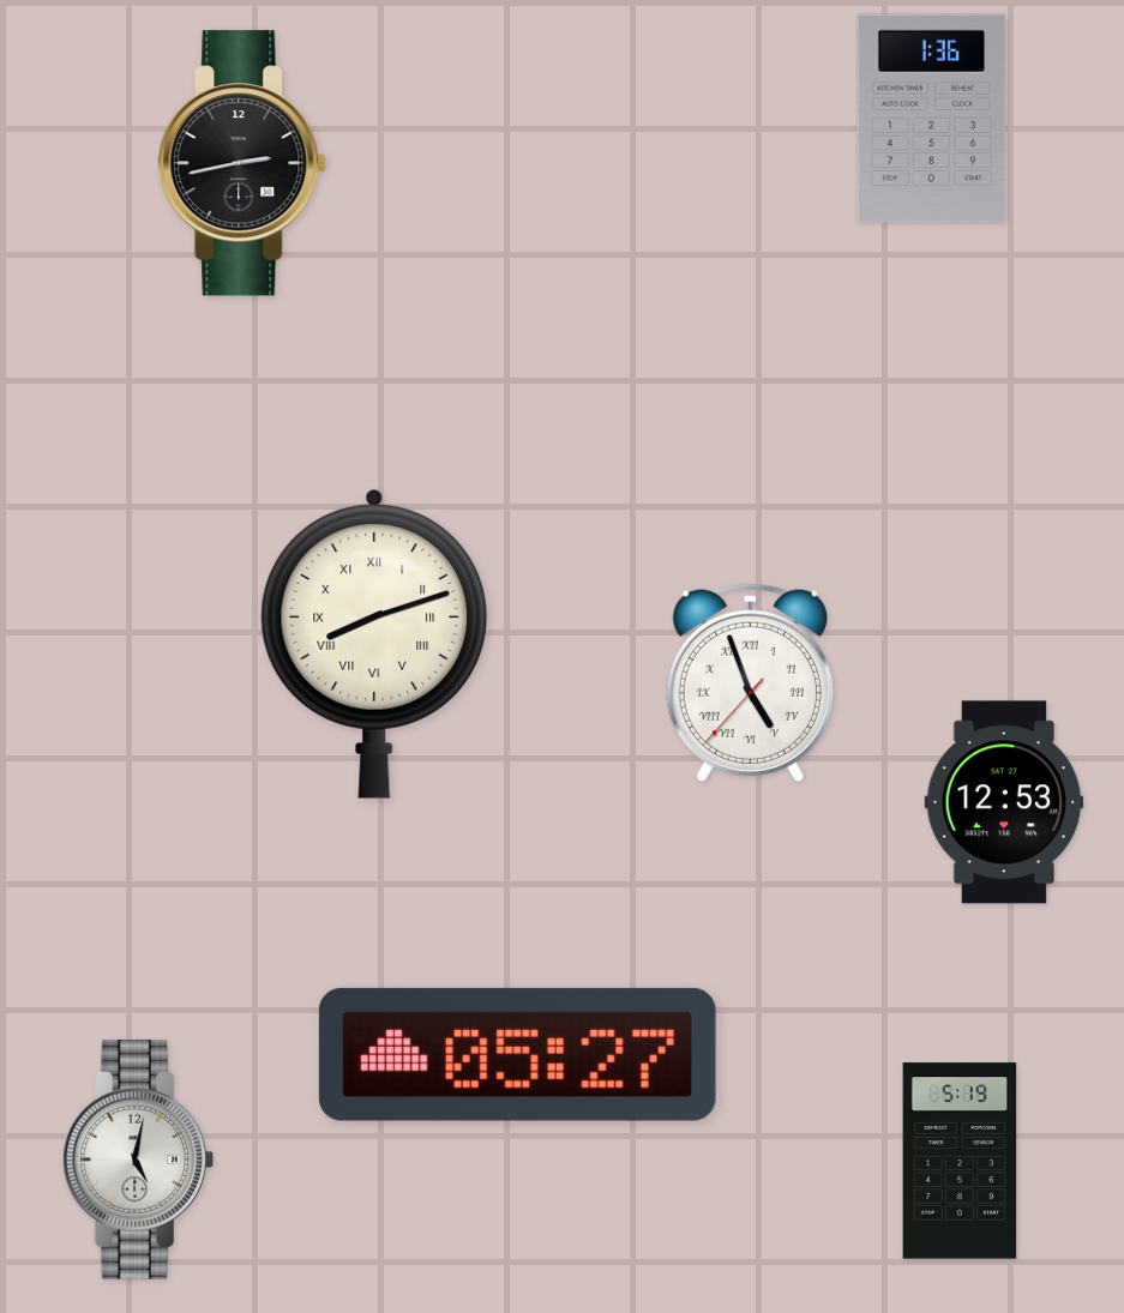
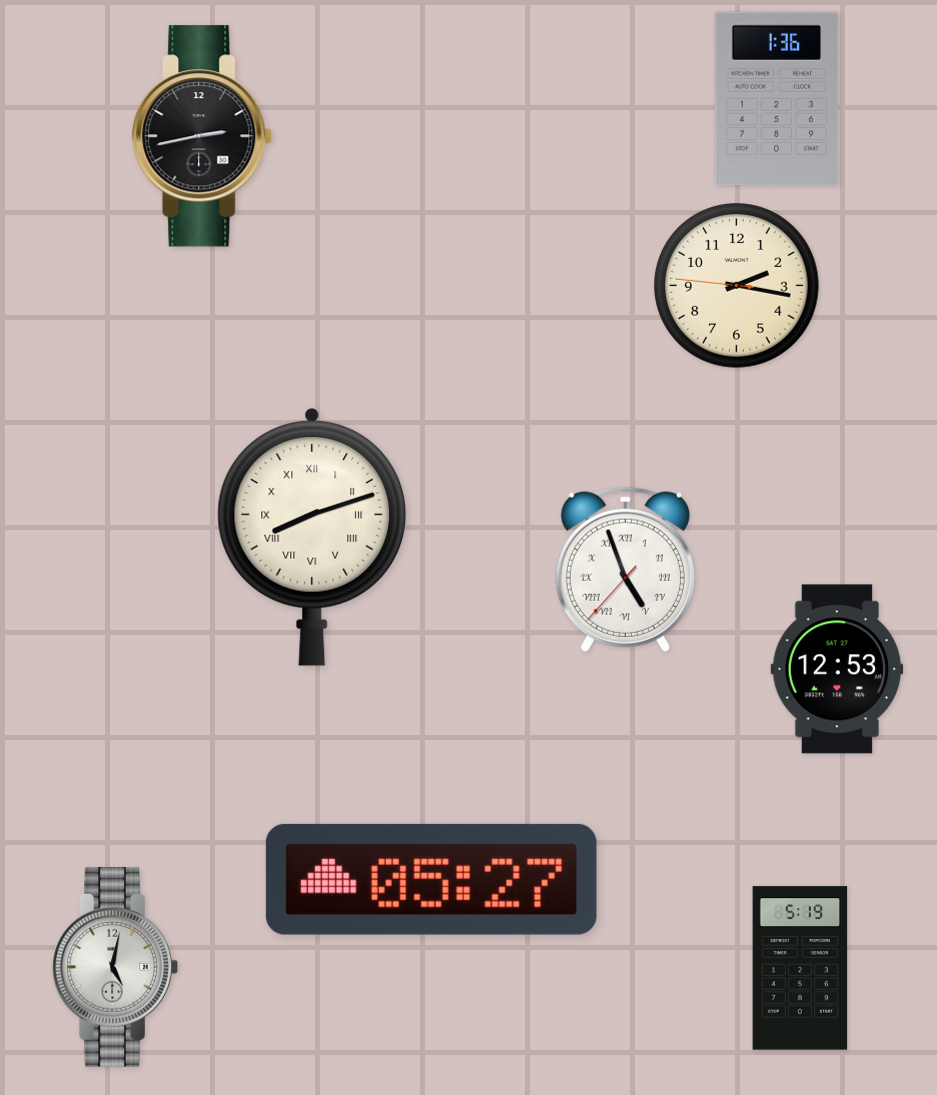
clock at (737, 286): none -> 2:16
